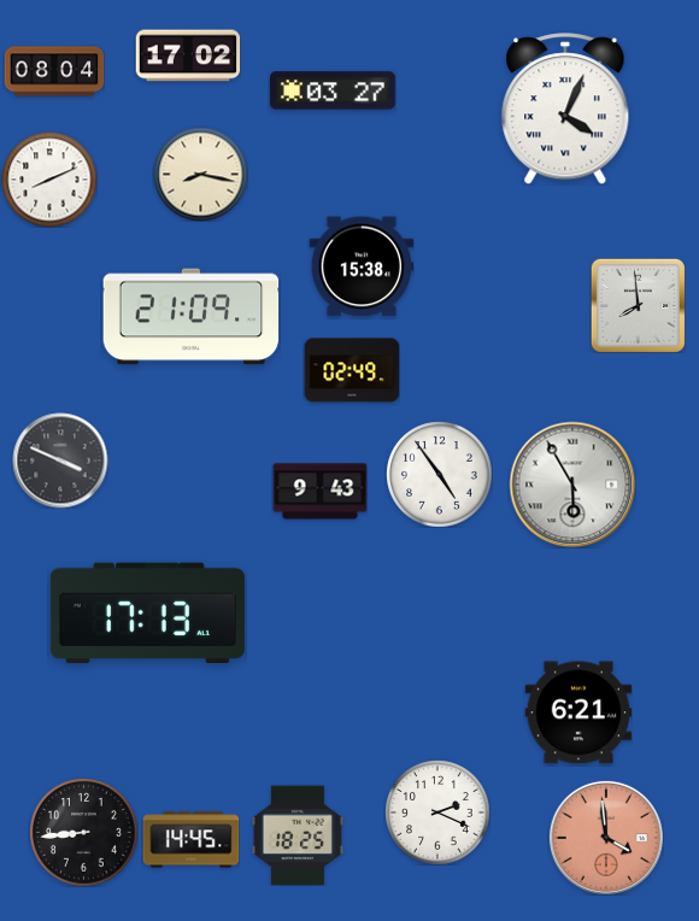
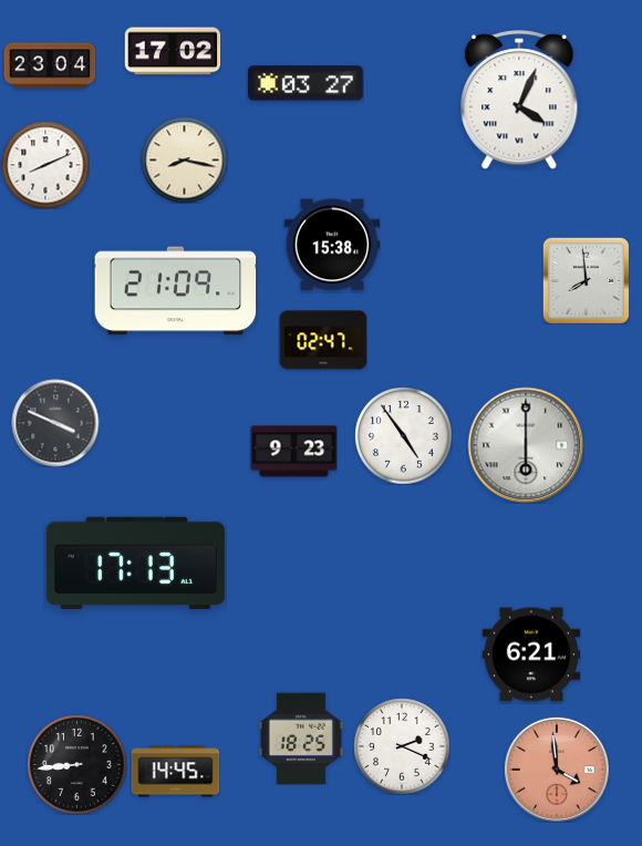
clock at (54, 71): 08:04 -> 23:04
clock at (352, 370): 02:49 -> 02:47
clock at (572, 485): 5:55 -> 6:00
clock at (319, 492): 9:43 -> 9:23
clock at (298, 835) position: (298, 835) -> (301, 739)
